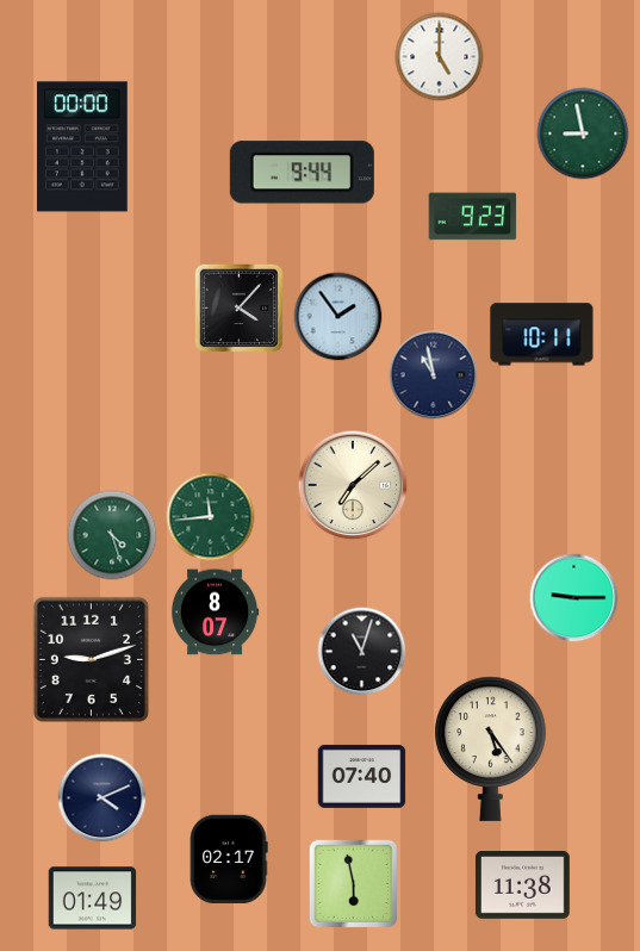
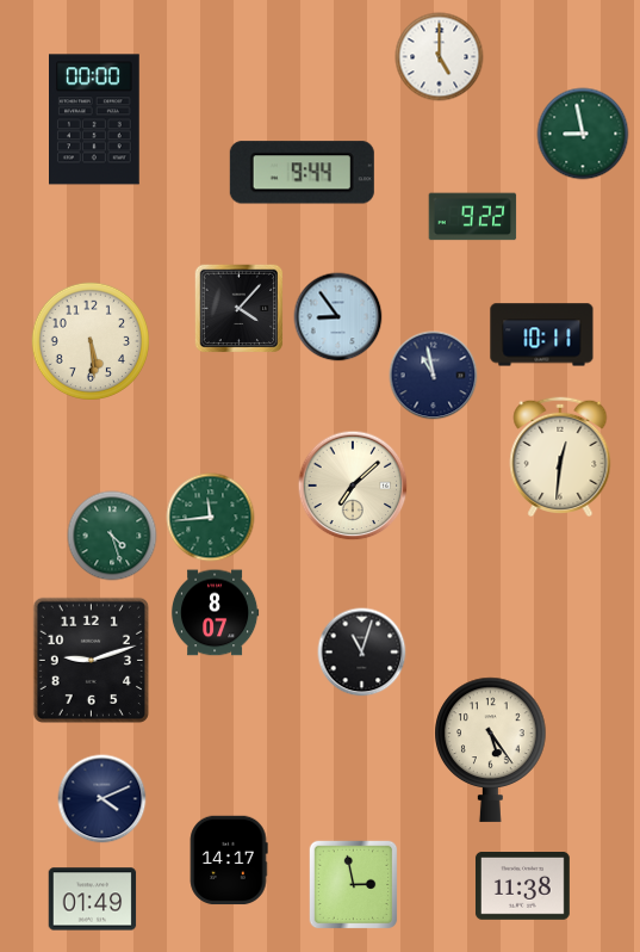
clock at (83, 147) position: (83, 147) -> (95, 119)
clock at (473, 217): 9:23 -> 9:22
clock at (338, 317): 1:54 -> 8:54
clock at (89, 340): none -> 5:29
clock at (560, 456): none -> 12:31
clock at (574, 598): 9:15 -> none
clock at (362, 776): 07:40 -> none
clock at (229, 859): 02:17 -> 14:17
clock at (354, 884): 5:58 -> 2:58
